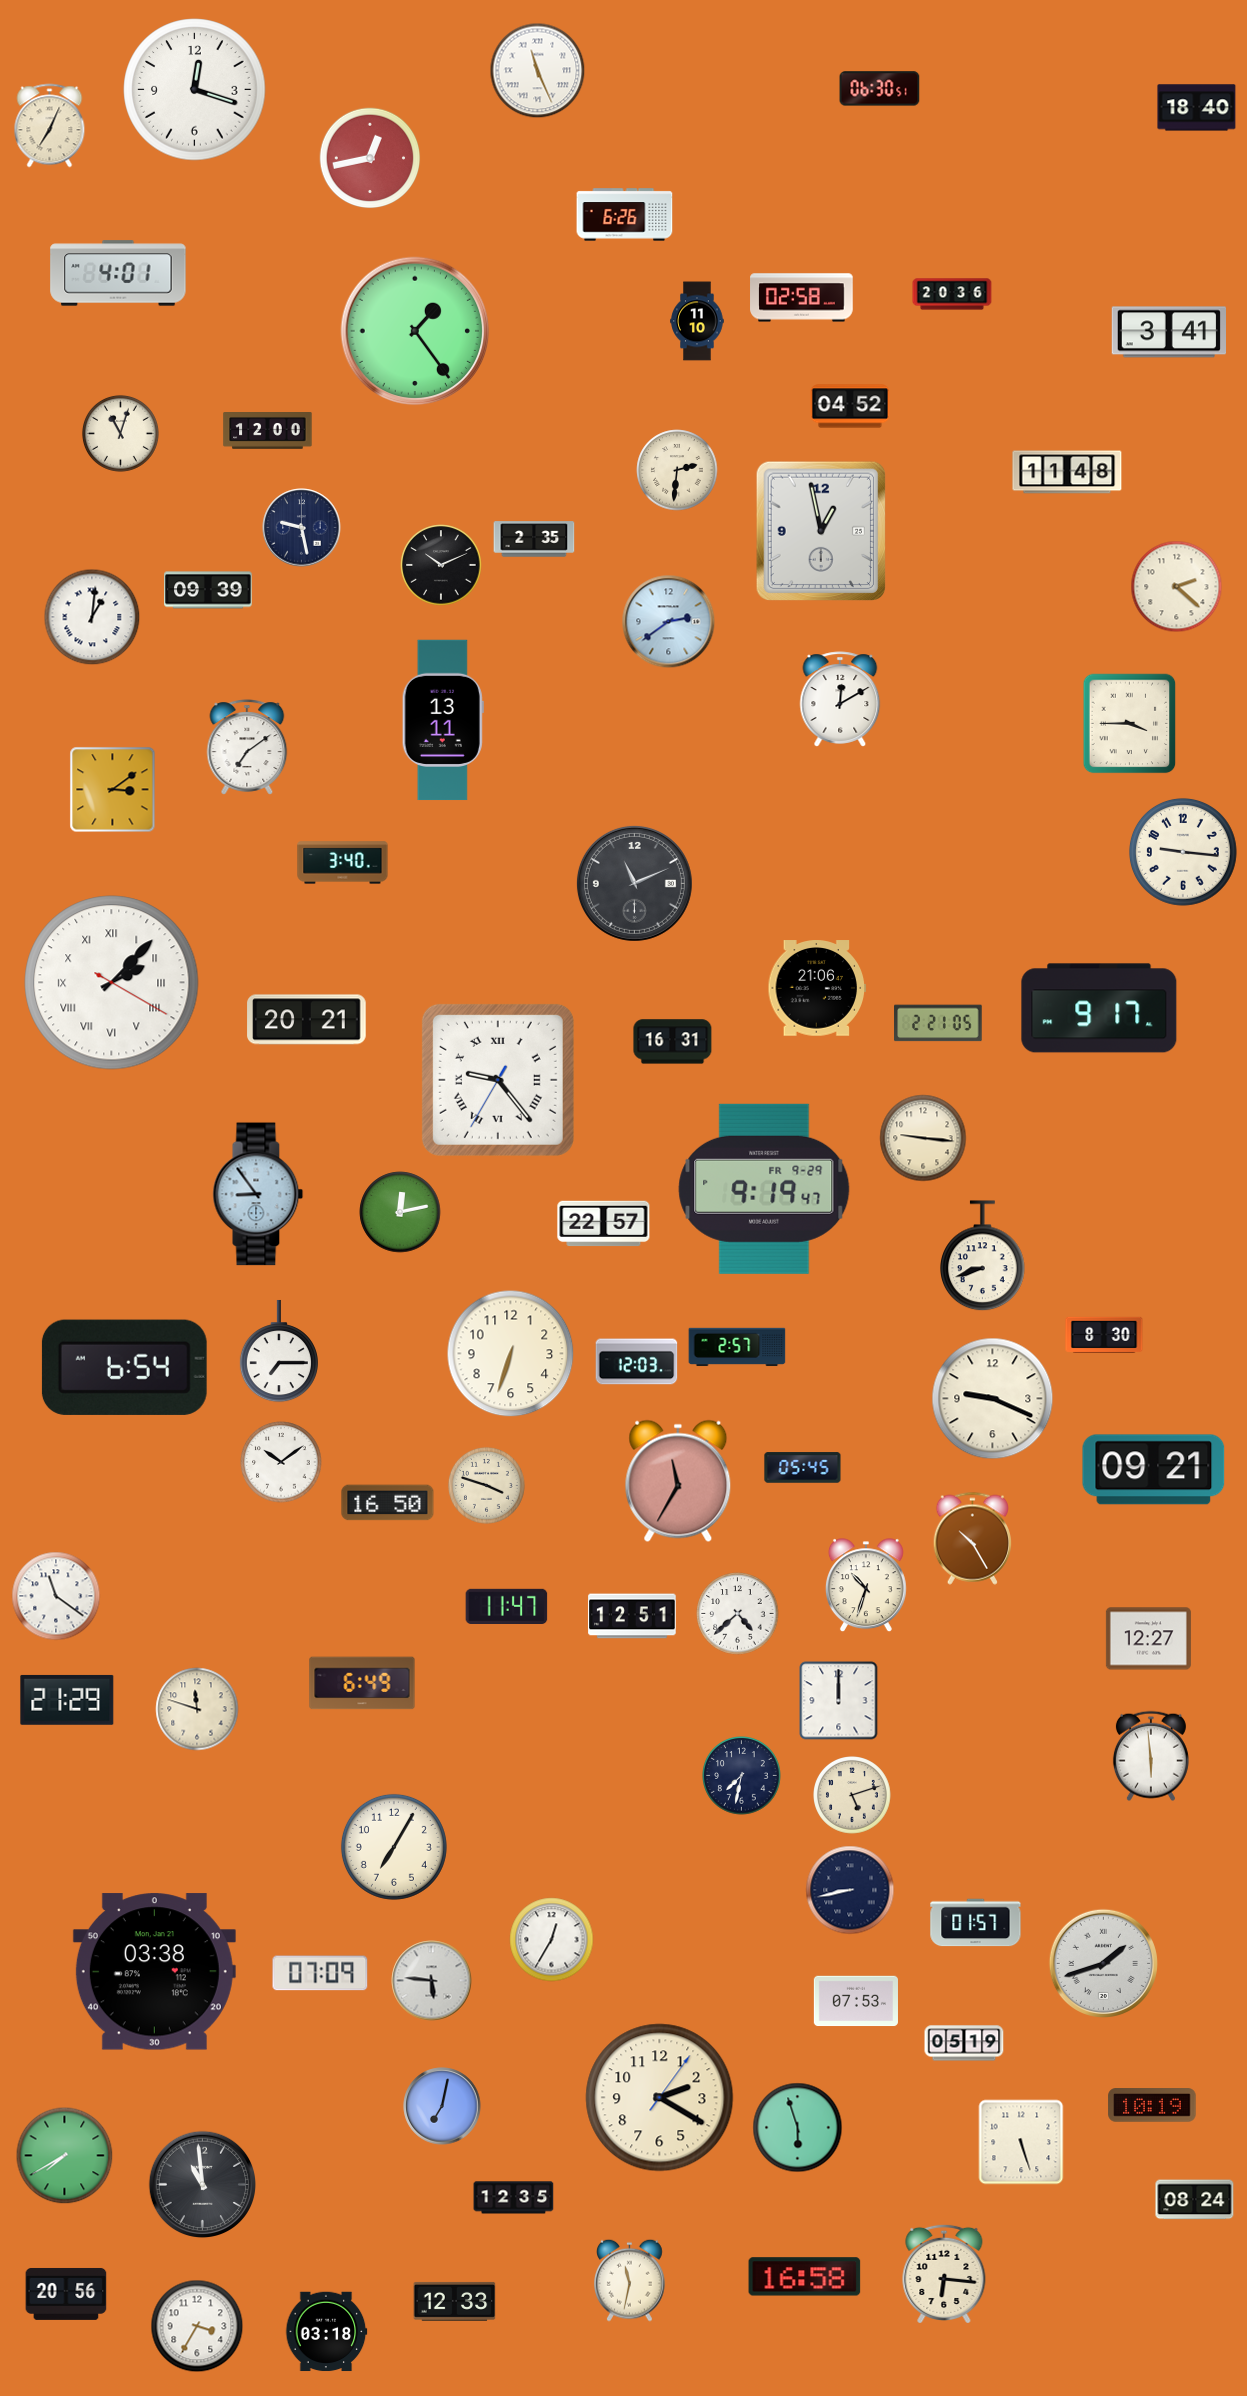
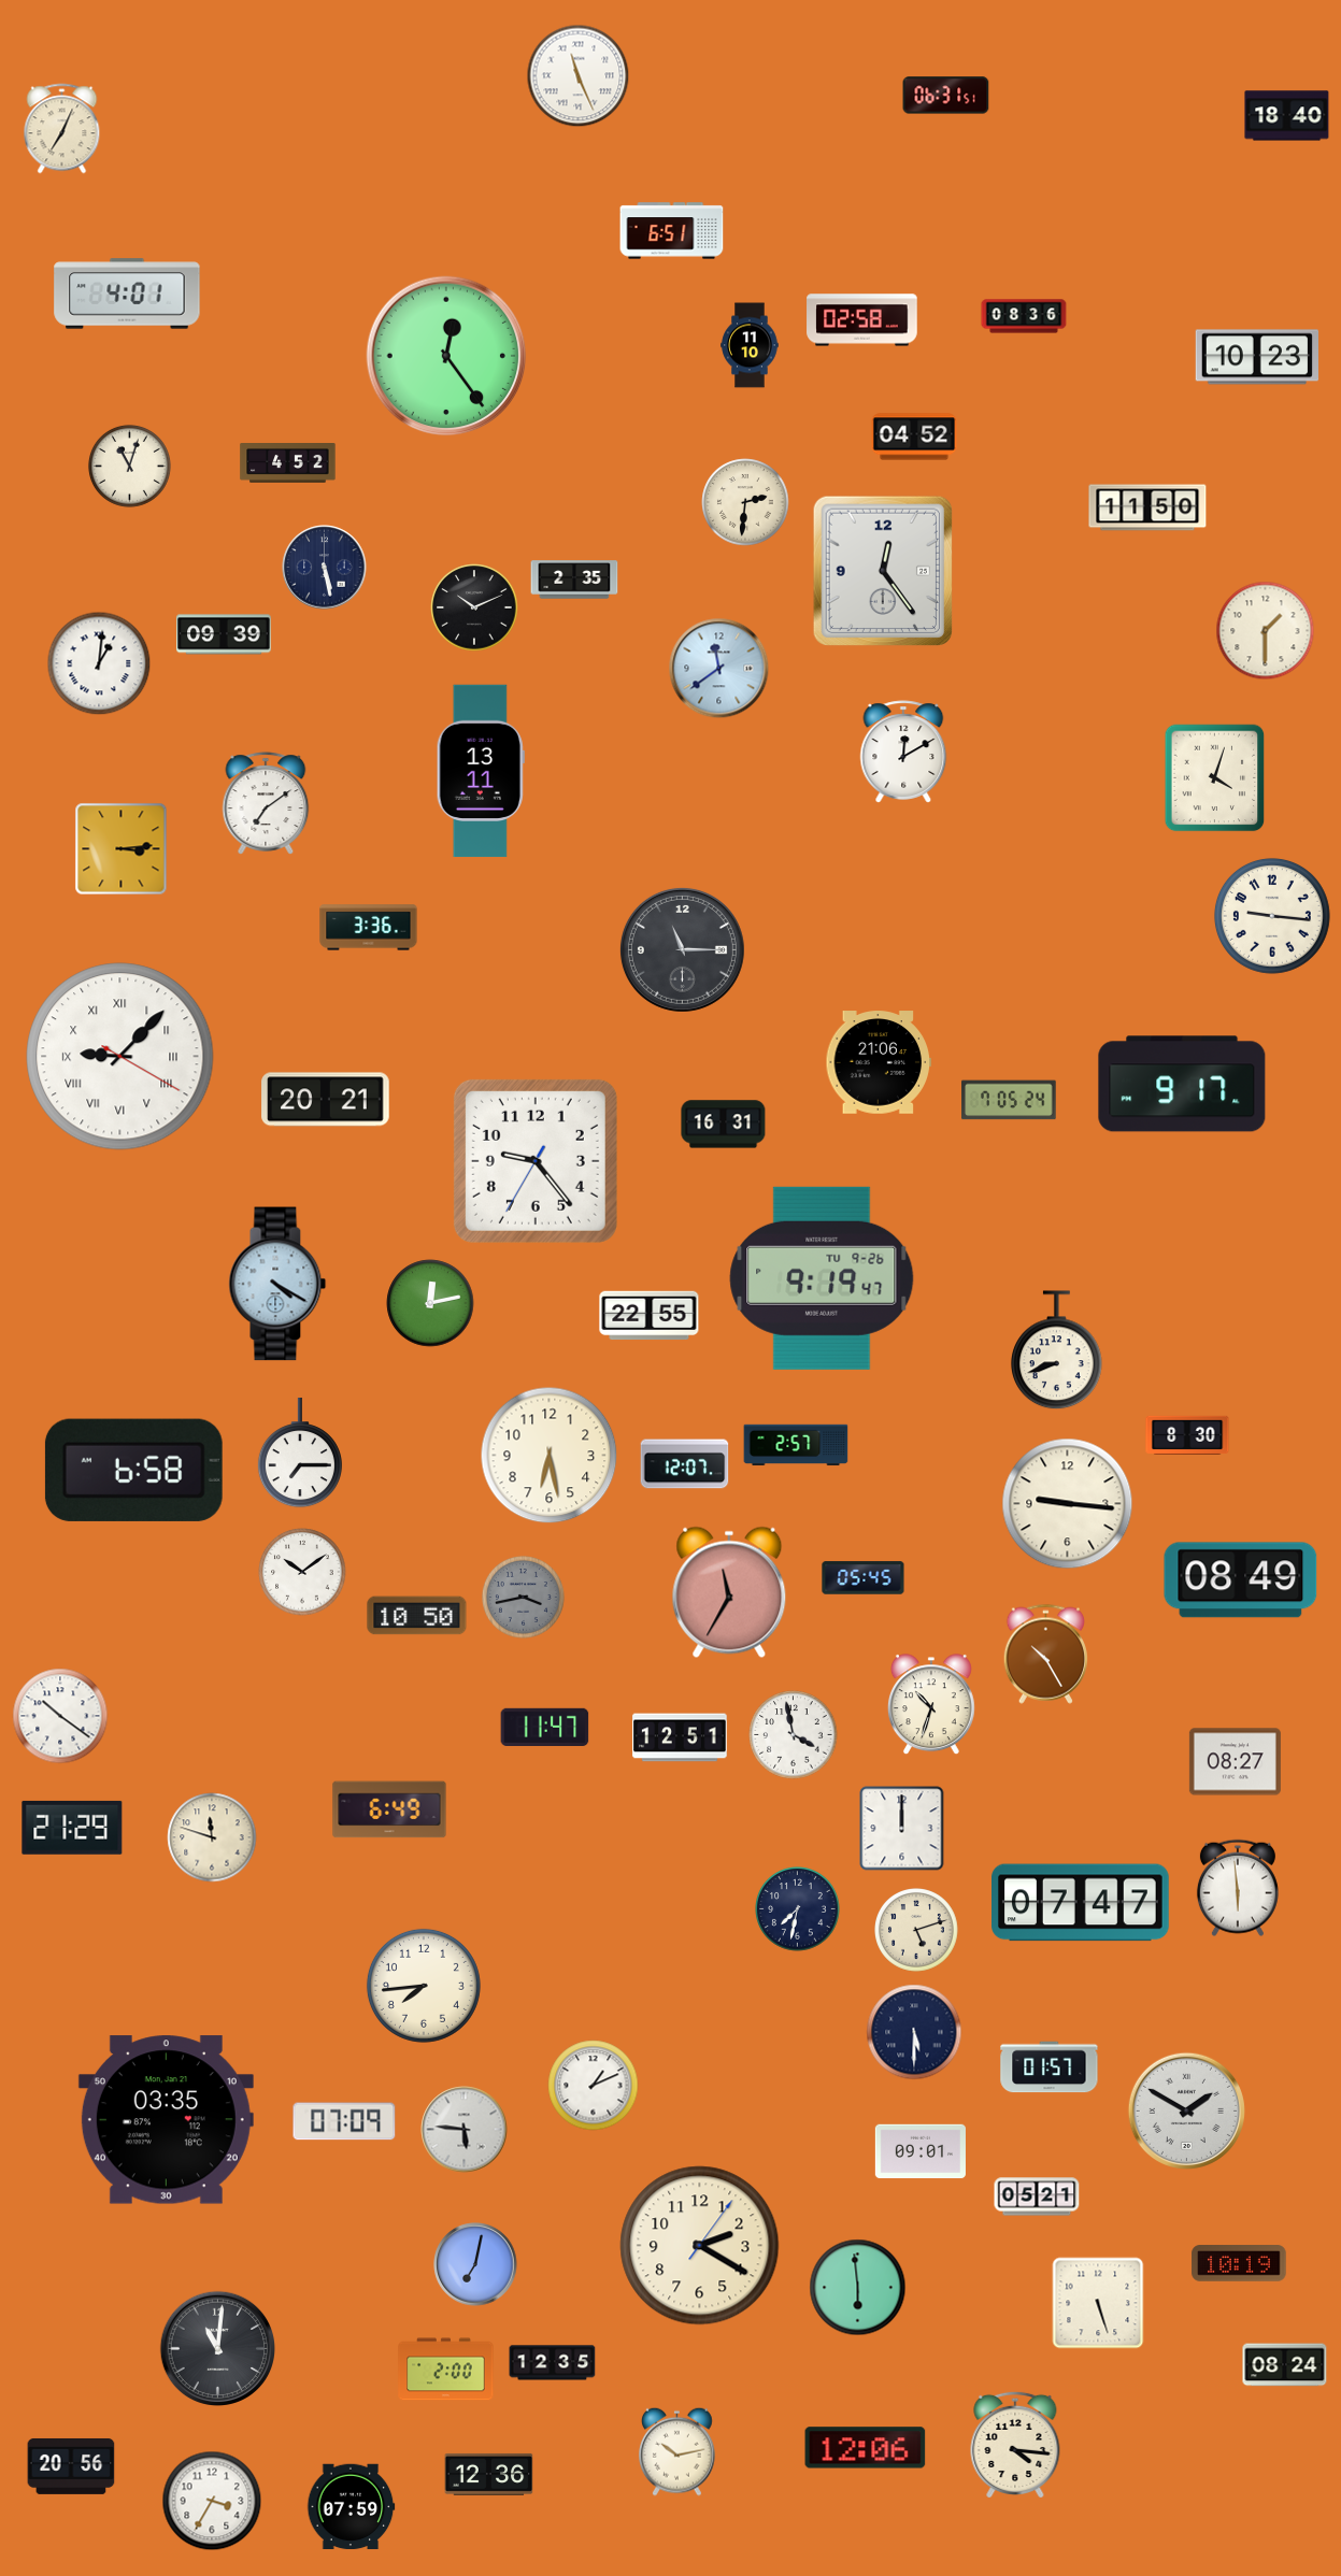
clock at (880, 89): 06:30 -> 06:31
clock at (195, 90): 12:18 -> none
clock at (50, 126) position: (50, 126) -> (62, 129)
clock at (370, 158): 12:43 -> none
clock at (625, 215): 6:26 -> 6:51
clock at (952, 294): 20:36 -> 08:36
clock at (415, 331): 1:24 -> 12:24
clock at (1168, 332): 3:41 -> 10:23
clock at (268, 431): 12:00 -> 4:52
clock at (677, 470) position: (677, 470) -> (745, 502)
clock at (1067, 472): 11:48 -> 11:50
clock at (302, 528): 9:28 -> 5:28
clock at (820, 531): 12:58 -> 12:24
clock at (1177, 587): 2:22 -> 1:30
clock at (669, 622): 2:39 -> 11:39
clock at (443, 720) position: (443, 720) -> (481, 771)
clock at (1130, 724): 3:45 -> 4:03
clock at (113, 790): 3:09 -> 3:14
clock at (343, 863): 3:40 -> 3:36
clock at (634, 883): 11:11 -> 11:15
clock at (112, 983): 2:07 -> 9:07
clock at (307, 1020) position: (307, 1020) -> (326, 1100)
clock at (938, 1023): 2:21 -> 7:05
clock at (673, 1042) position: (673, 1042) -> (724, 1125)
clock at (498, 1080) numerals: Roman -> Arabic
clock at (923, 1138): 9:16 -> none
clock at (764, 1189) date: FR 9-29 -> TU 9-26
clock at (258, 1194): 8:54 -> 4:20
clock at (604, 1224): 22:57 -> 22:55
clock at (737, 1347) position: (737, 1347) -> (796, 1445)
clock at (511, 1354): 6:33 -> 6:28
clock at (637, 1362): 12:03 -> 12:07
clock at (124, 1367): 6:54 -> 6:58
clock at (993, 1399): 9:19 -> 9:16
clock at (1154, 1470): 09:21 -> 08:49
clock at (486, 1485): 3:48 -> 3:43
clock at (486, 1485) dial: cream -> grey
clock at (388, 1503): 16:50 -> 10:50
clock at (56, 1596): 11:21 -> 10:21
clock at (738, 1614): 4:38 -> 3:58
clock at (1148, 1639): 12:27 -> 08:27
clock at (1081, 1903): none -> 07:47
clock at (394, 1847): 7:05 -> 7:44
clock at (850, 1890): 8:43 -> 5:30
clock at (552, 1940): 12:35 -> 1:11
clock at (1103, 1963): 1:42 -> 1:50
clock at (154, 1972): 03:38 -> 03:35
clock at (856, 2001): 07:53 -> 09:01
clock at (964, 2043): 05:19 -> 05:21
clock at (660, 2098) position: (660, 2098) -> (700, 2246)
clock at (798, 2128): 5:57 -> 5:59
clock at (65, 2156): 7:40 -> none
clock at (203, 2185): 10:59 -> 11:01
clock at (446, 2370): none -> 2:00
clock at (944, 2274): 6:16 -> 4:16
clock at (805, 2277): 16:58 -> 12:06
clock at (630, 2280): 11:32 -> 10:13
clock at (455, 2301): 12:33 -> 12:36
clock at (326, 2332): 03:18 -> 07:59
